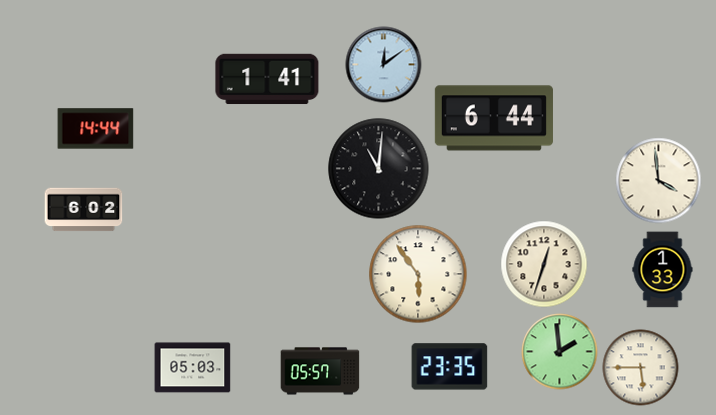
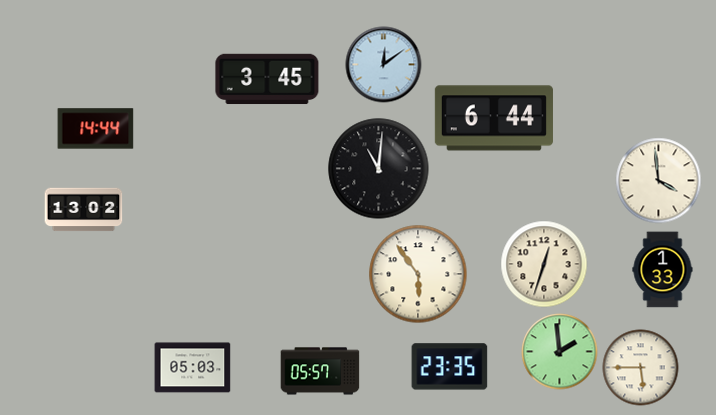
clock at (267, 79): 1:41 -> 3:45
clock at (84, 210): 6:02 -> 13:02
